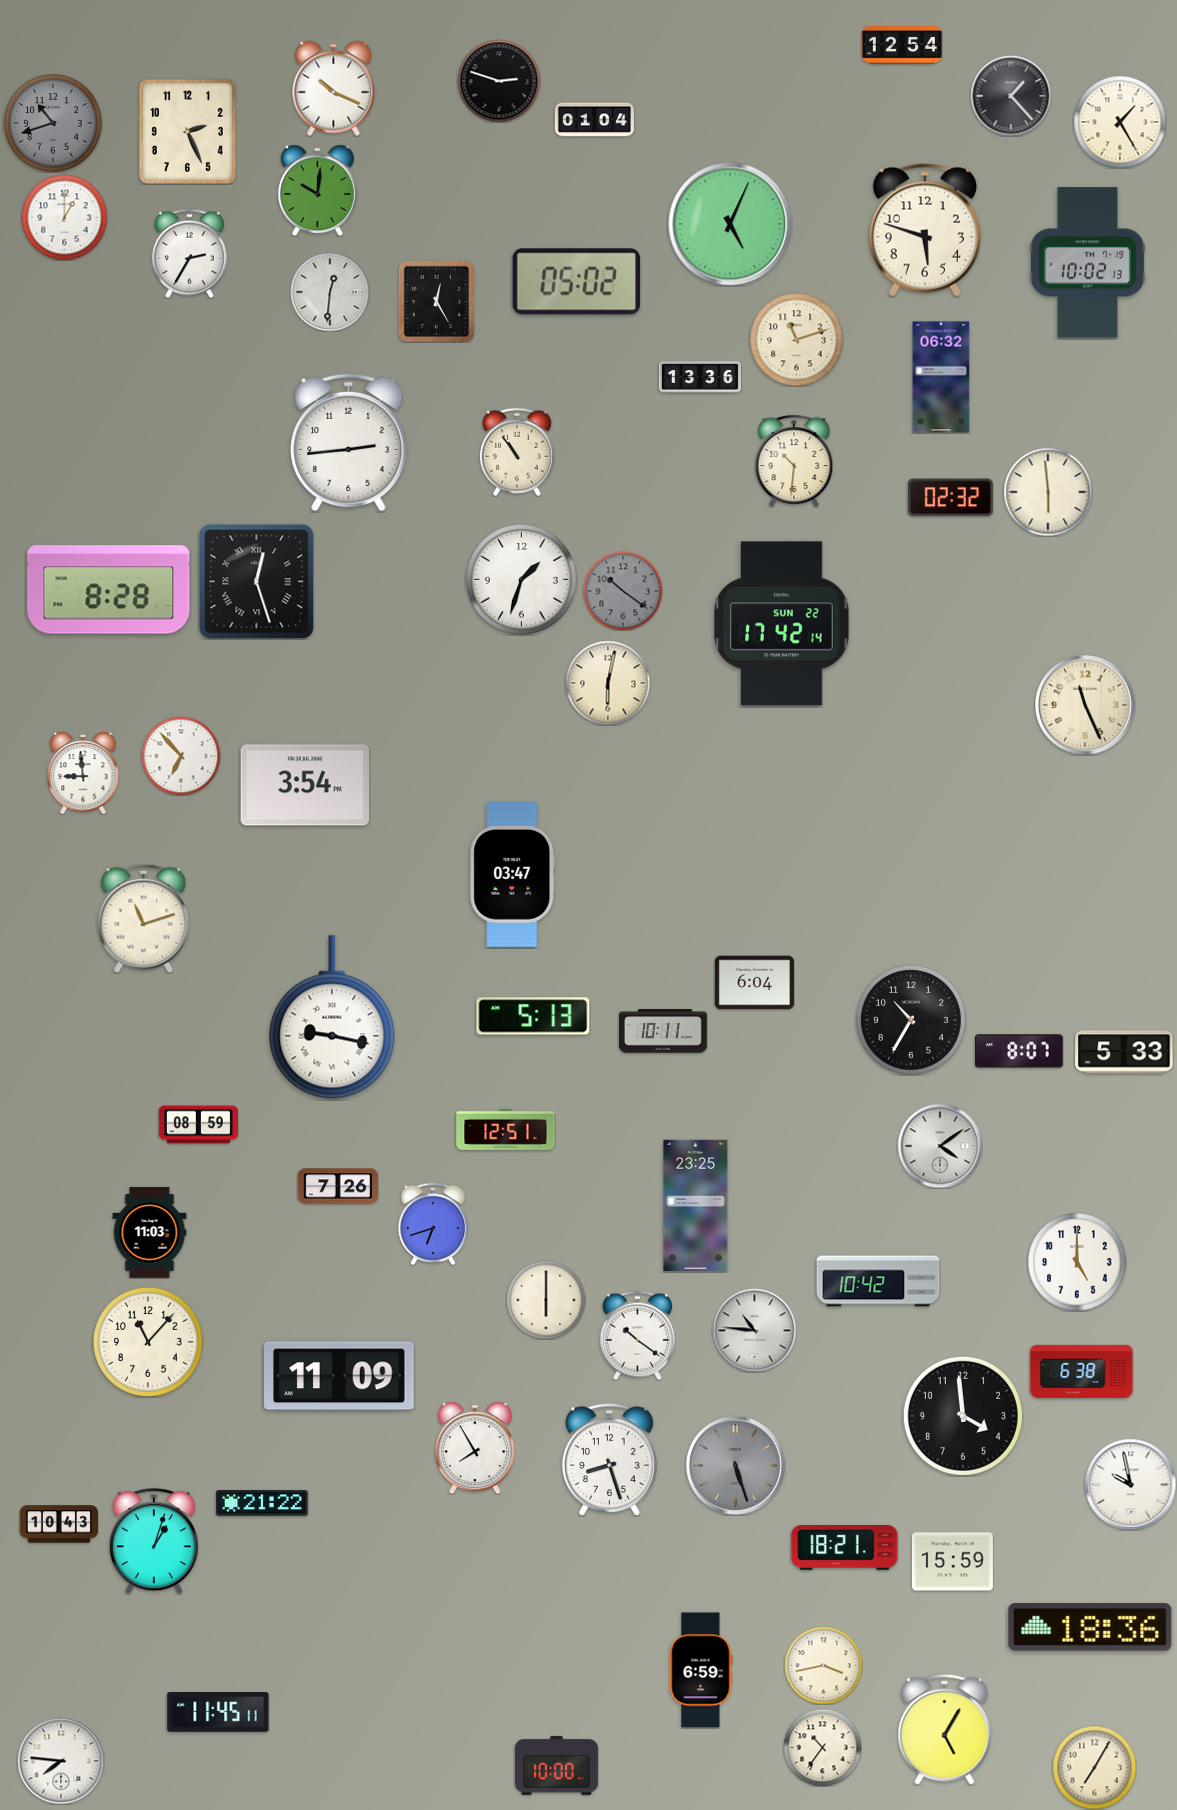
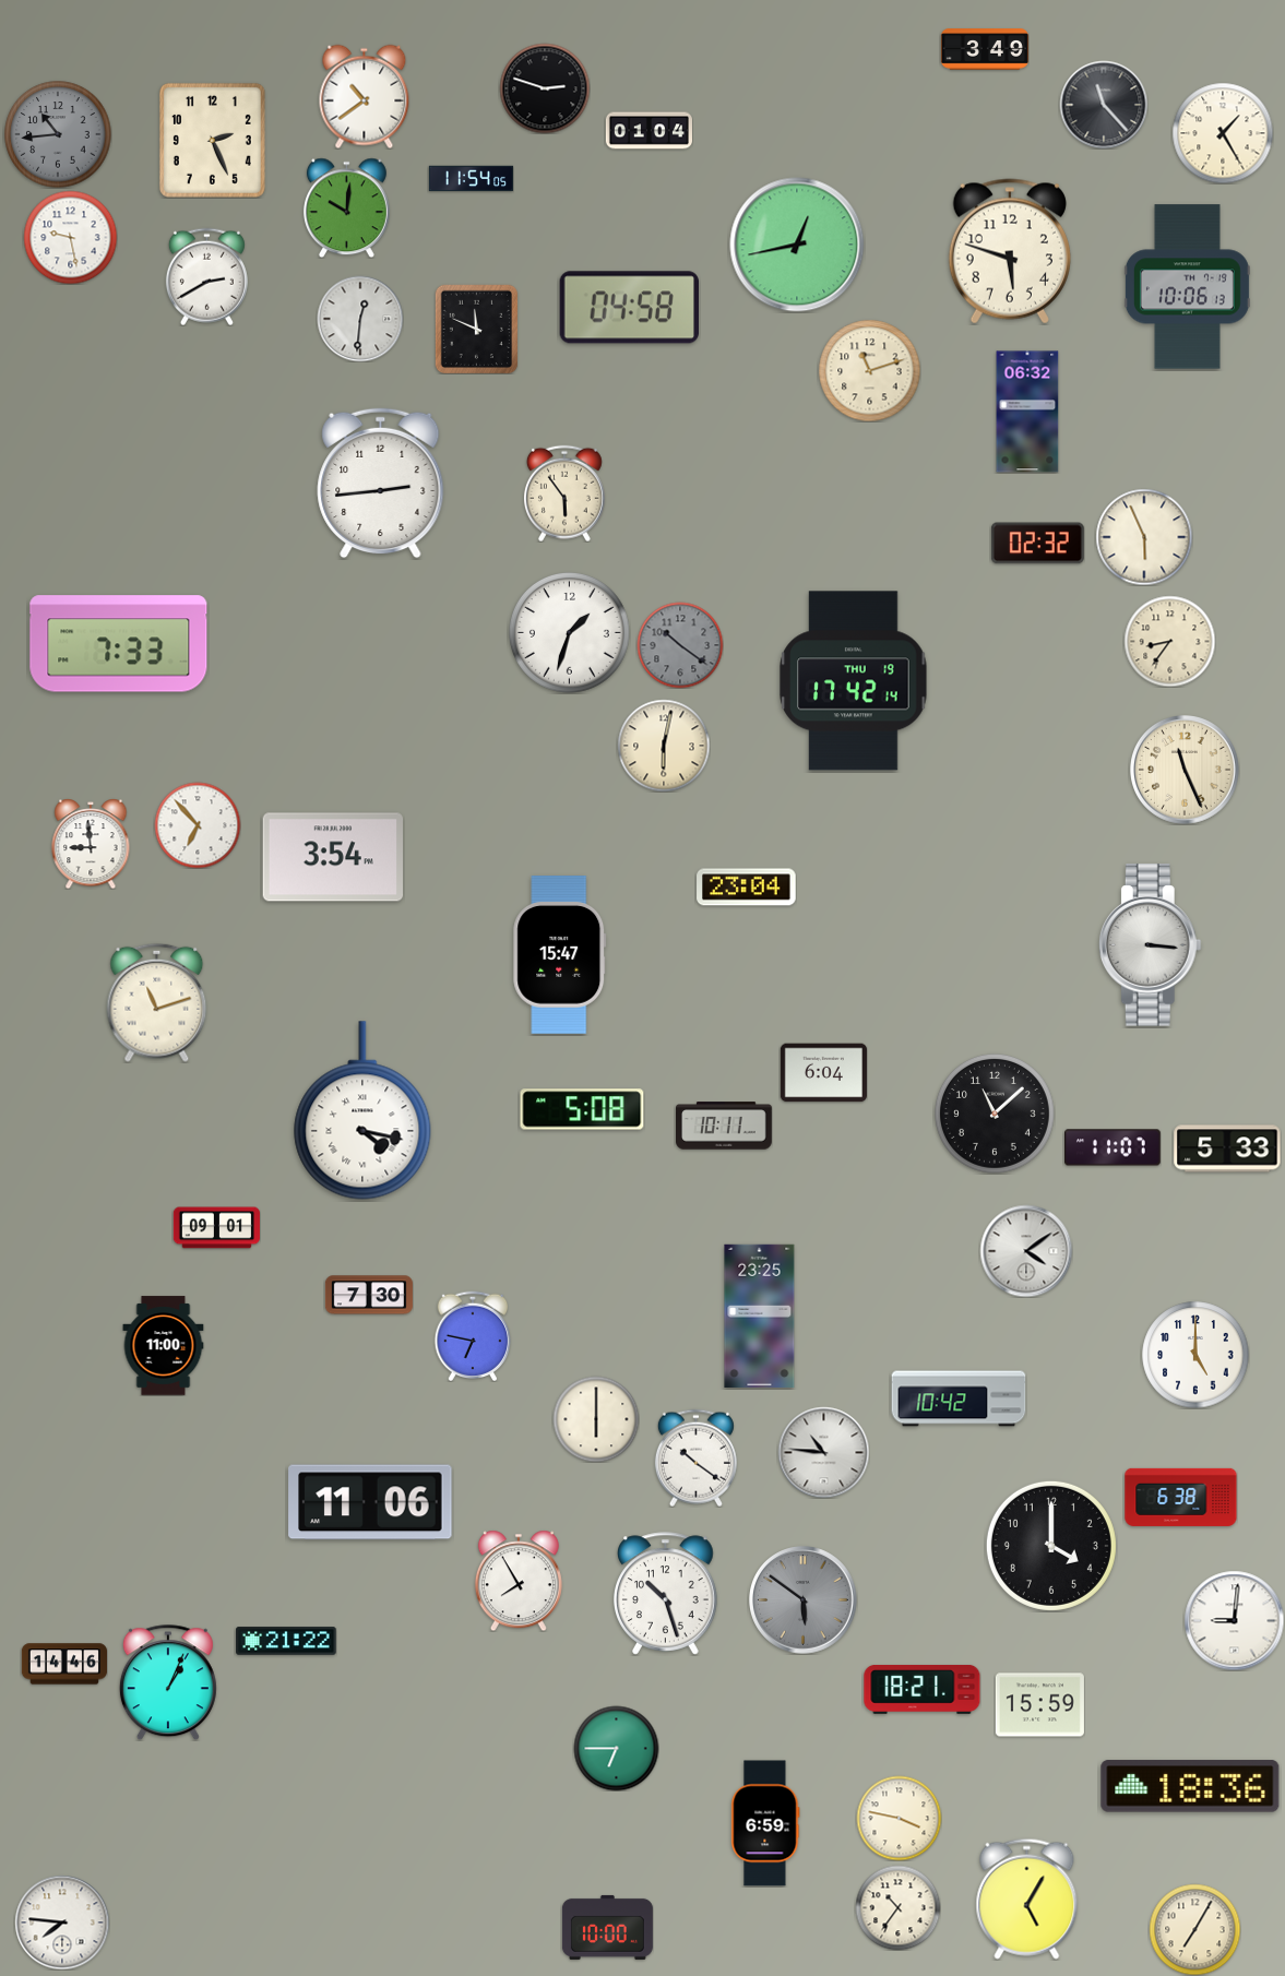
clock at (902, 45): 12:54 -> 3:49
clock at (334, 88): 10:19 -> 10:39
clock at (1011, 96): 1:23 -> 11:23
clock at (53, 123): 10:42 -> 10:44
clock at (187, 131) position: (187, 131) -> (212, 140)
clock at (471, 179): none -> 11:54
clock at (64, 217): 1:00 -> 9:28
clock at (730, 224): 5:04 -> 12:43
clock at (189, 253): 2:35 -> 2:40
clock at (1087, 263): 10:02 -> 10:06
clock at (576, 282): 05:02 -> 04:58
clock at (436, 301): 12:25 -> 11:49
clock at (700, 377): 13:36 -> none
clock at (517, 452): 10:54 -> 5:54
clock at (794, 460): 10:31 -> none
clock at (1048, 492): 5:59 -> 5:56
clock at (257, 582): 12:27 -> none
clock at (1169, 641): none -> 8:36
clock at (109, 590): 8:28 -> 7:33
clock at (782, 624) date: SUN 22 -> THU 19
clock at (747, 888): none -> 23:04
clock at (1150, 945): none -> 3:16
clock at (513, 875): 03:47 -> 15:47
clock at (533, 1016): 5:13 -> 5:08
clock at (332, 1017): 9:17 -> 4:17
clock at (911, 1020): 10:35 -> 11:08
clock at (1020, 1051): 8:07 -> 11:07
clock at (198, 1125): 08:59 -> 09:01
clock at (506, 1129): 12:51 -> none
clock at (338, 1186): 7:26 -> 7:30
clock at (433, 1224): 6:42 -> 6:47
clock at (150, 1233): 11:03 -> 11:00
clock at (1077, 1262) position: (1077, 1262) -> (1195, 1355)
clock at (148, 1342): 11:07 -> none
clock at (339, 1376): 11:09 -> 11:06
clock at (963, 1416): 3:59 -> 4:00
clock at (610, 1460): 8:27 -> 10:27
clock at (736, 1466): 5:27 -> 5:51
clock at (1130, 1484): 9:58 -> 9:01
clock at (58, 1524): 10:43 -> 14:46
clock at (154, 1541): 1:03 -> 1:04
clock at (616, 1748): none -> 6:45
clock at (1090, 1627) position: (1090, 1627) -> (1190, 1786)
clock at (823, 1665): 3:43 -> 3:47
clock at (218, 1713): 11:45 -> none
clock at (945, 1729) position: (945, 1729) -> (1027, 1898)
clock at (61, 1761) position: (61, 1761) -> (62, 1923)
